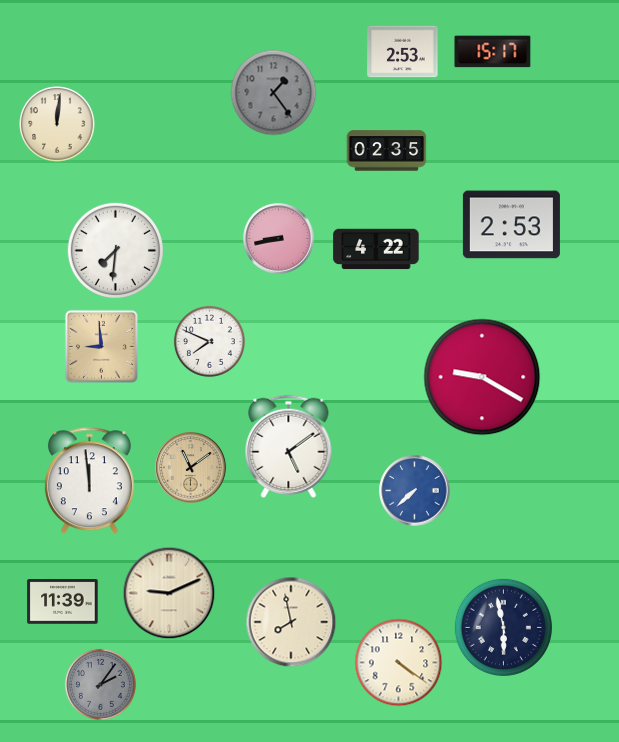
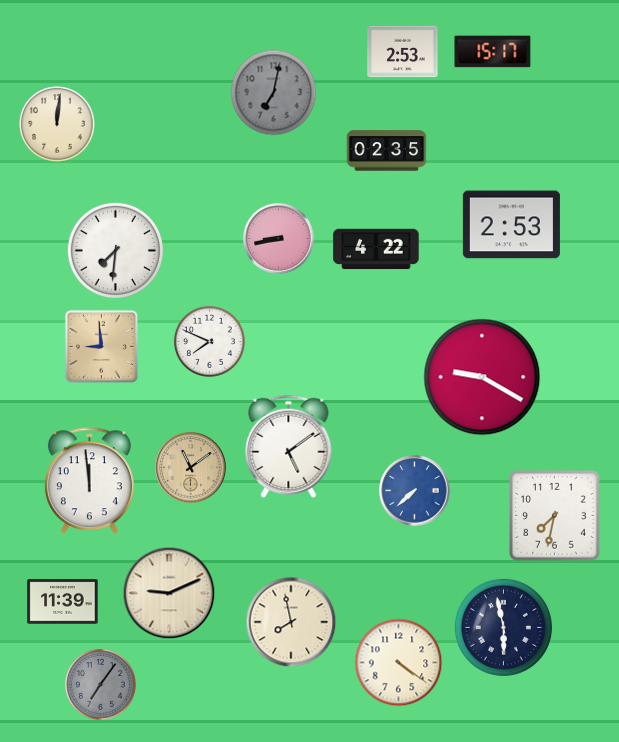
clock at (274, 93): 1:24 -> 7:02
clock at (555, 516): none -> 7:32
clock at (100, 684): 2:06 -> 7:06
